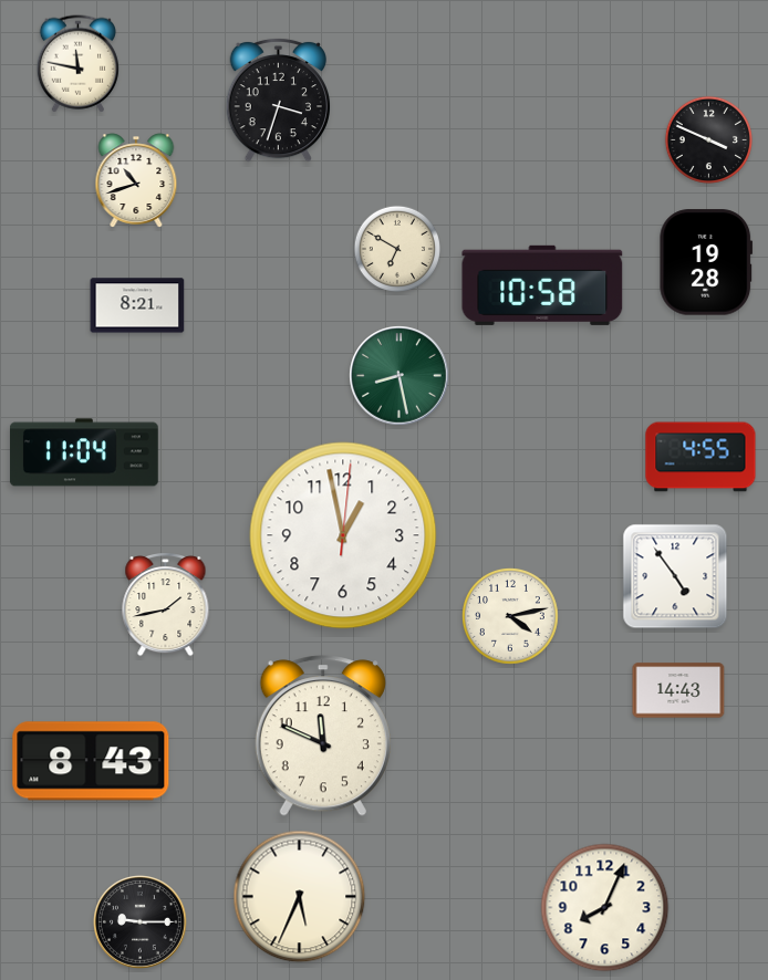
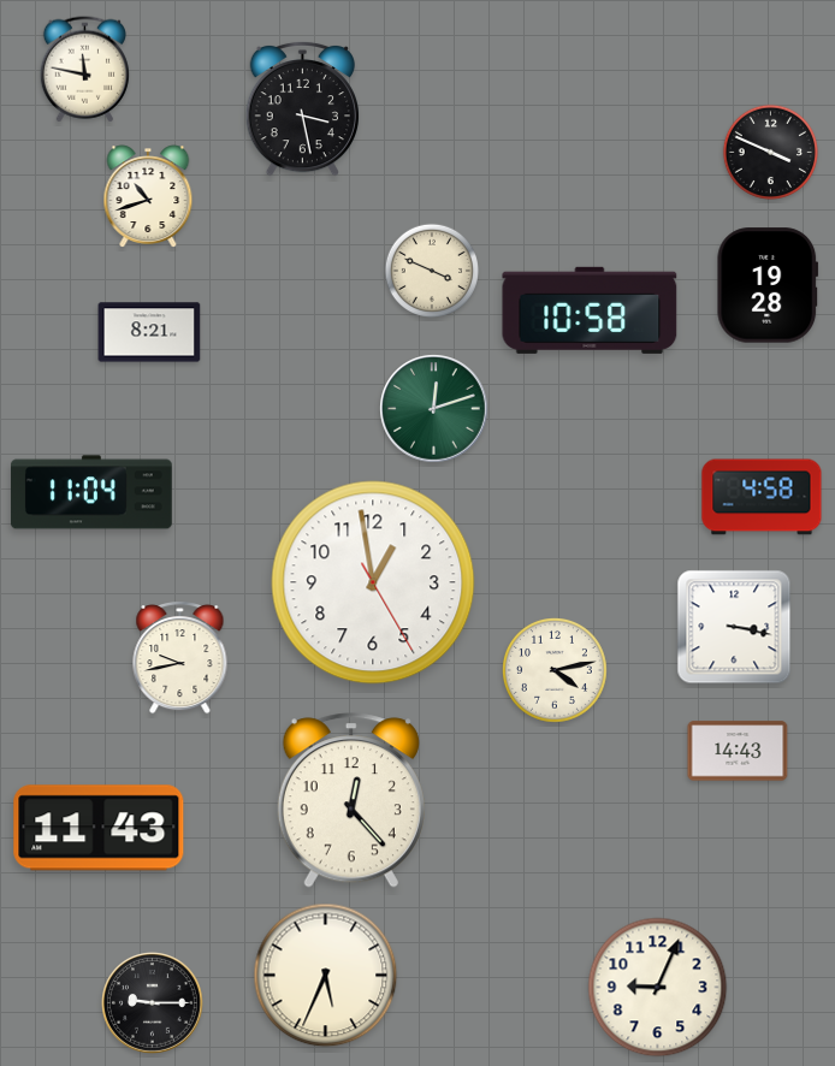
clock at (278, 100): 3:33 -> 3:28
clock at (396, 248): 6:50 -> 3:49
clock at (399, 376): 8:28 -> 12:12
clock at (700, 457): 4:55 -> 4:58
clock at (343, 535): 12:58:01 -> 12:58:25
clock at (675, 576): 4:54 -> 3:17
clock at (166, 605): 1:43 -> 9:43
clock at (323, 736): 11:49 -> 12:23
clock at (91, 761): 8:43 -> 11:43
clock at (605, 908): 8:04 -> 9:04
